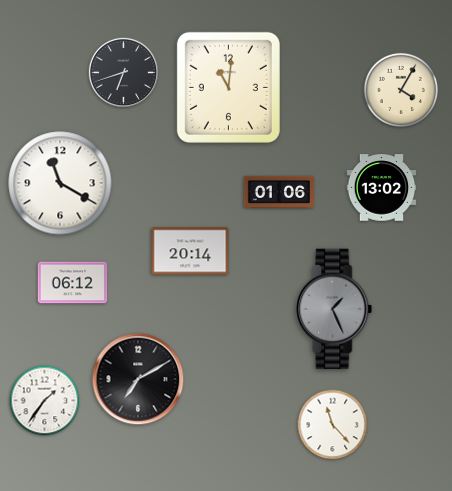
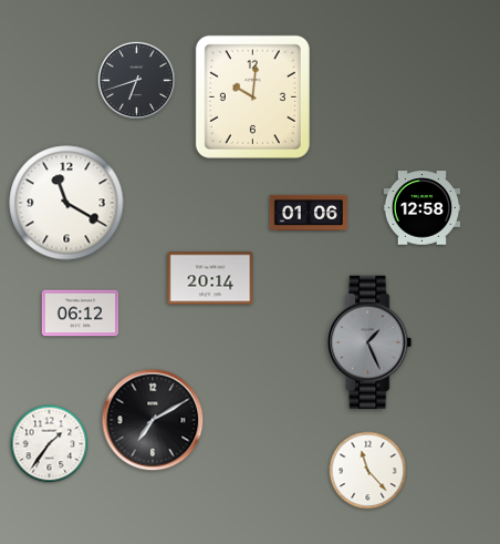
clock at (228, 87): 11:01 -> 10:01
clock at (401, 90): 4:05 -> none
clock at (382, 188): 13:02 -> 12:58
